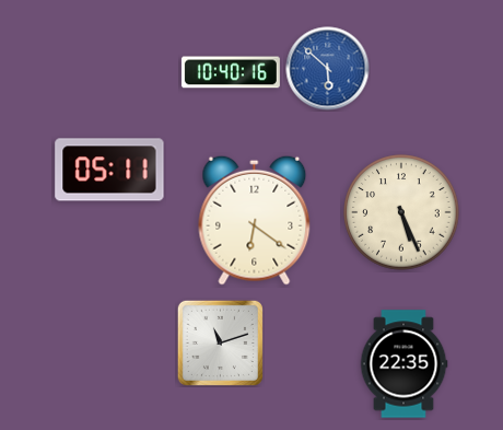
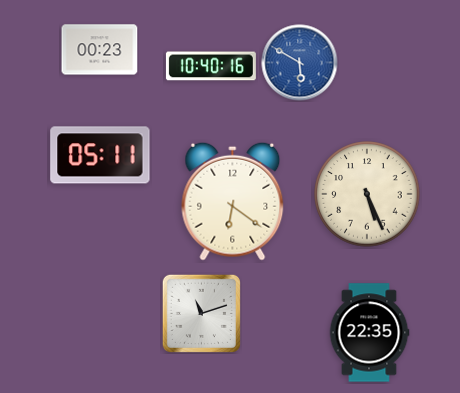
clock at (100, 50): none -> 00:23
clock at (328, 69): 5:52 -> 5:50
